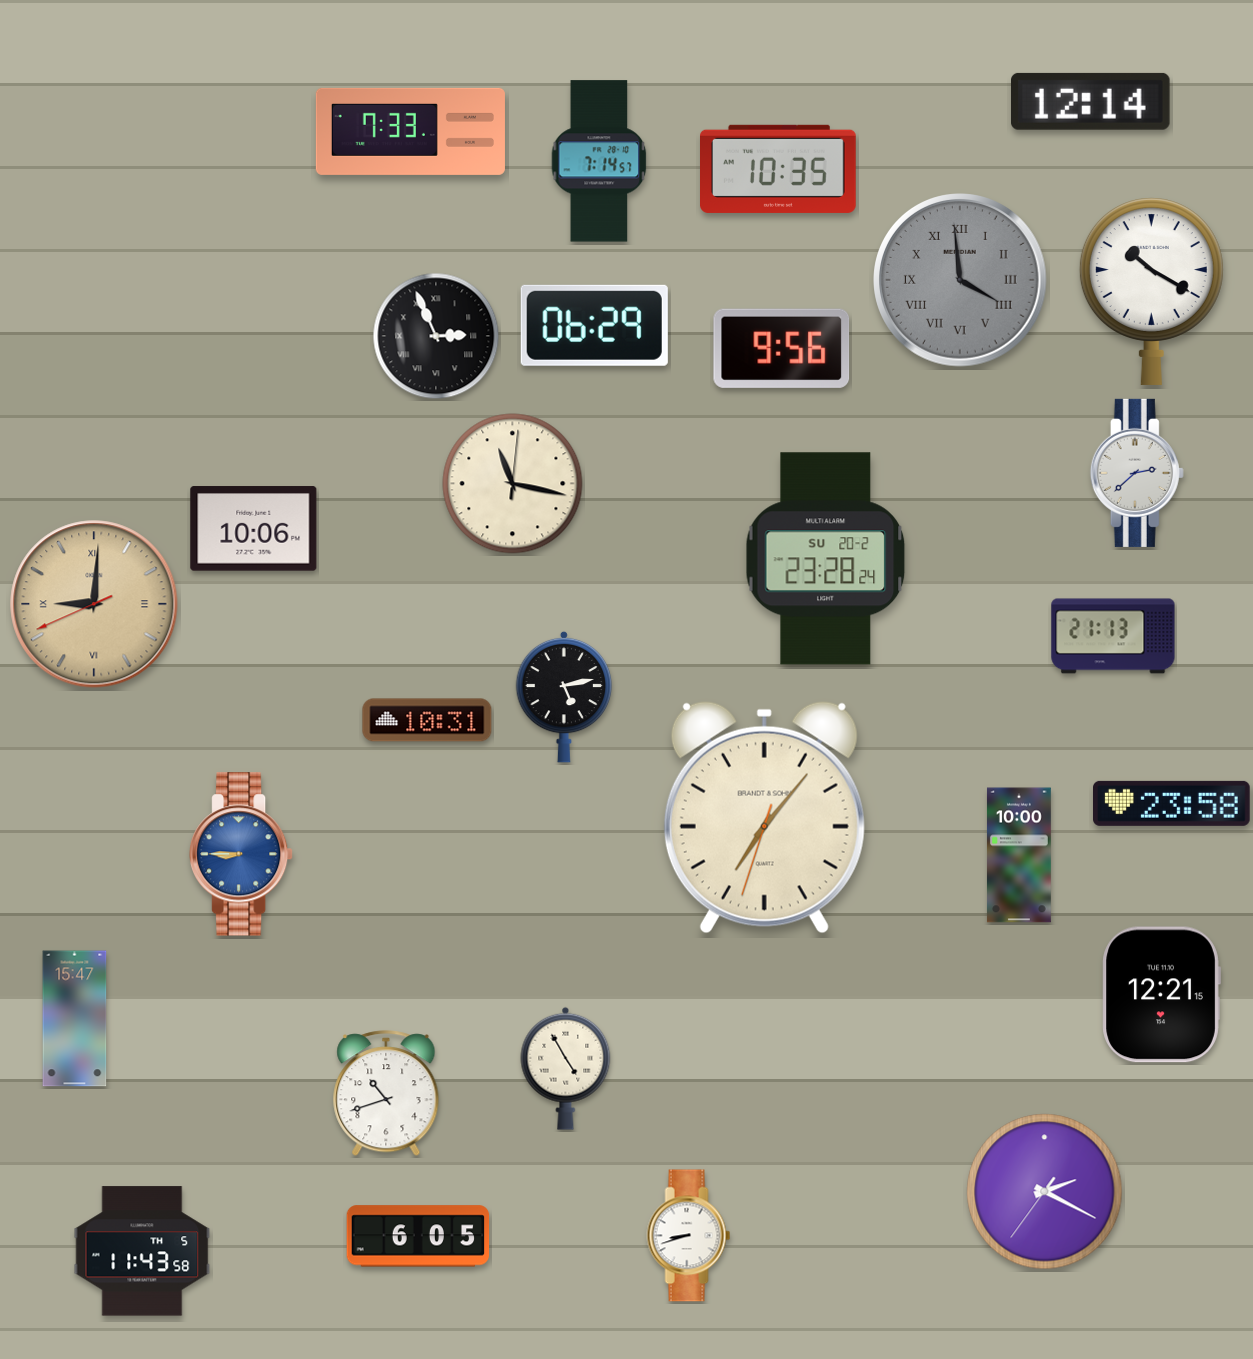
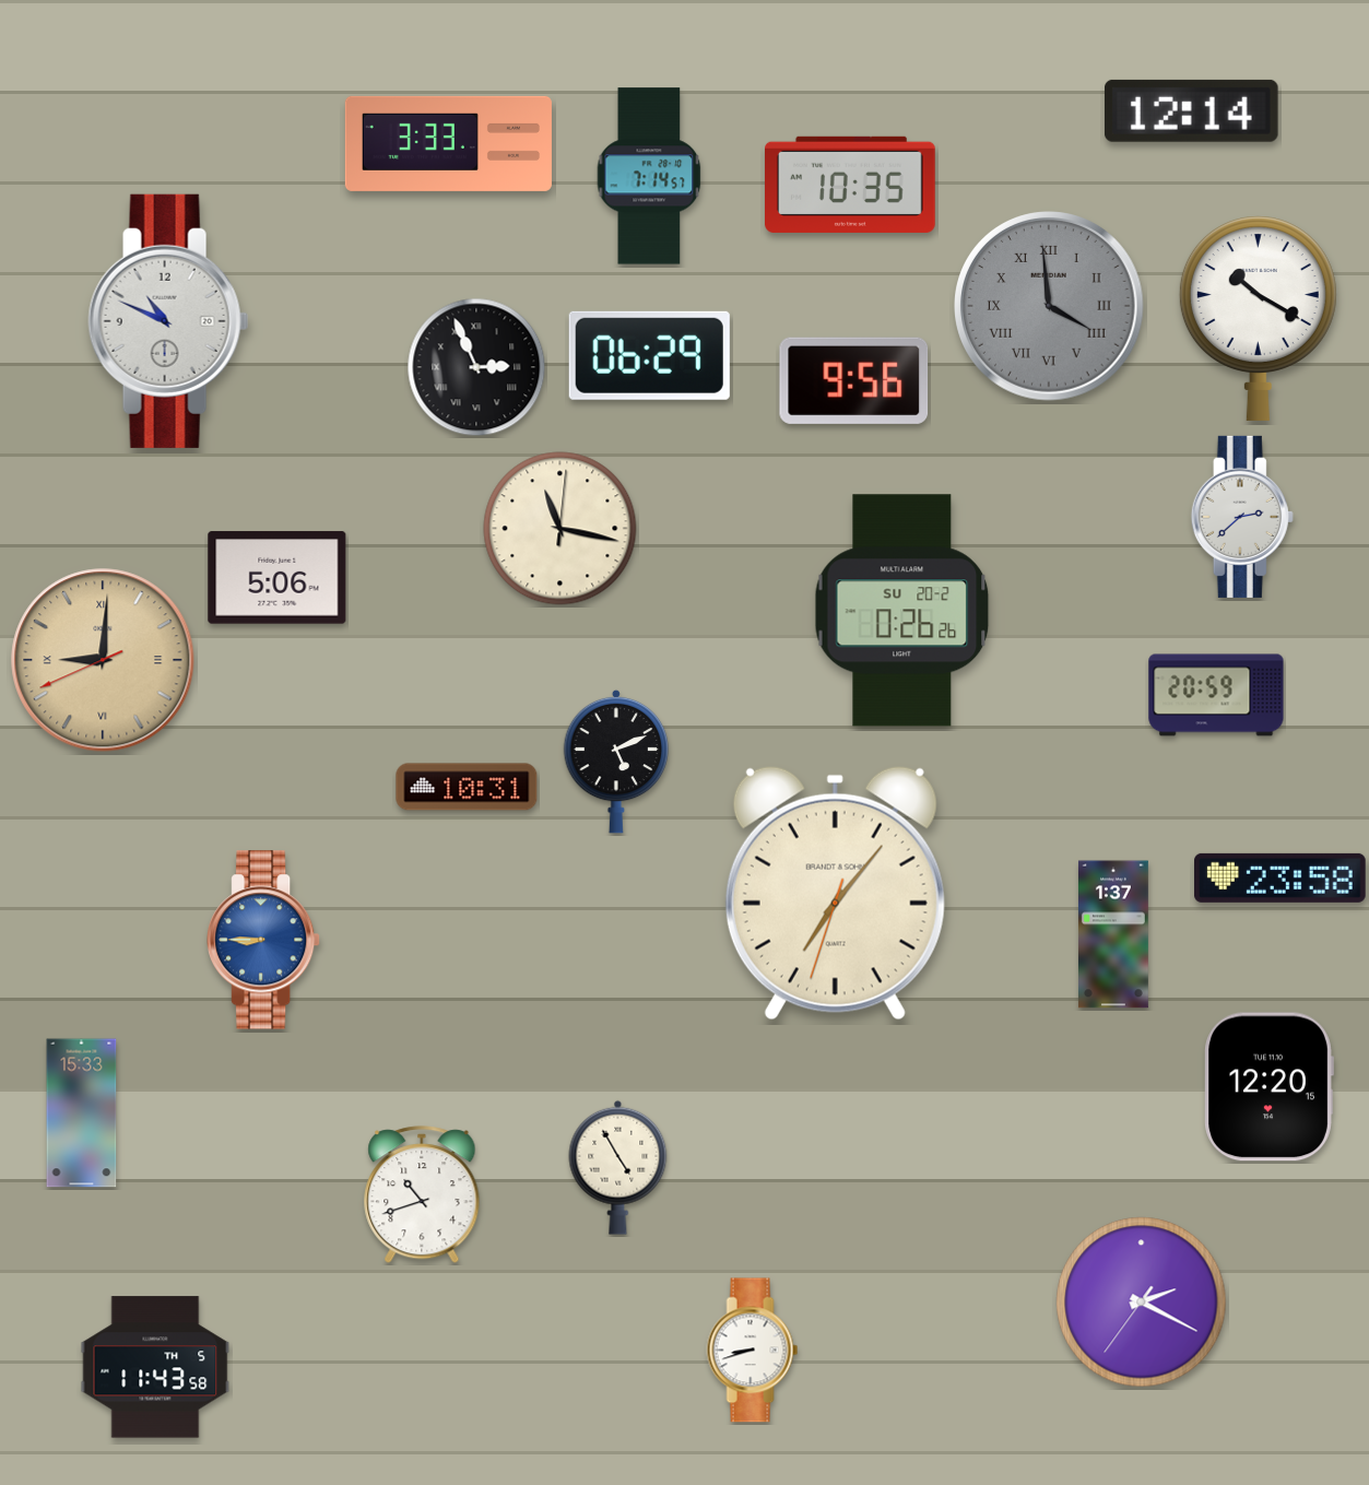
clock at (410, 131): 7:33 -> 3:33
clock at (599, 161) position: (599, 161) -> (649, 176)
clock at (168, 321): none -> 10:49
clock at (254, 529): 10:06 -> 5:06
clock at (826, 559): 23:28 -> 0:26
clock at (1113, 636): 21:13 -> 20:59
clock at (564, 697): 5:13 -> 5:11
clock at (242, 854) position: (242, 854) -> (264, 940)
clock at (1019, 855): 10:00 -> 1:37
clock at (1161, 995): 12:21 -> 12:20
clock at (75, 1019): 15:47 -> 15:33
clock at (418, 1236): 6:05 -> none
